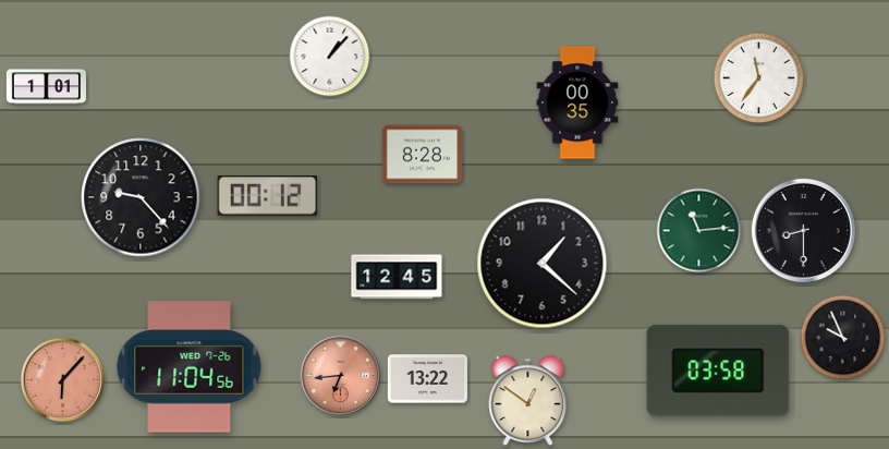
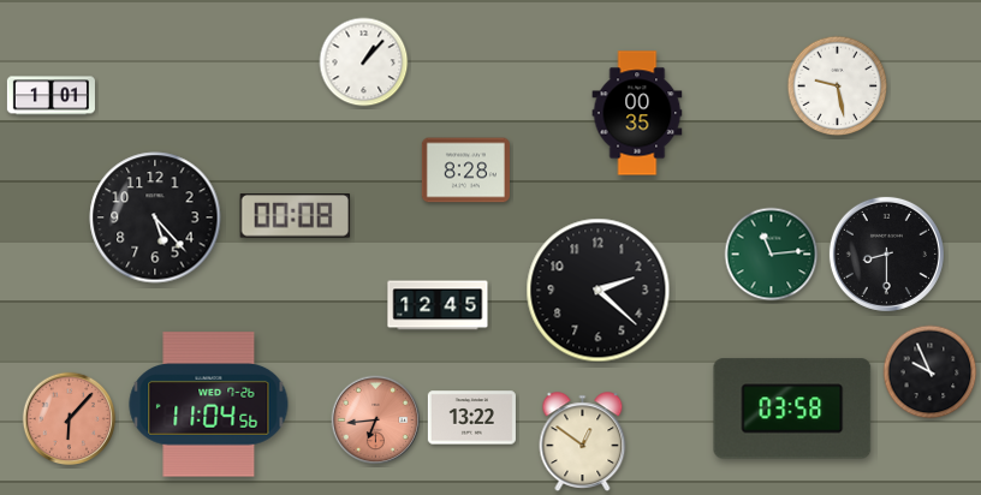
clock at (759, 78): 11:36 -> 9:28
clock at (268, 196): 00:12 -> 00:08
clock at (141, 197): 9:23 -> 5:23
clock at (543, 264): 1:22 -> 2:22
clock at (341, 376) position: (341, 376) -> (376, 421)
